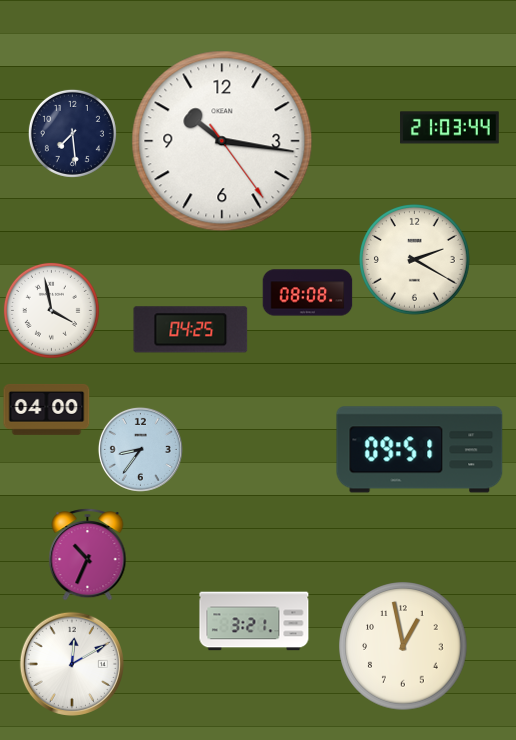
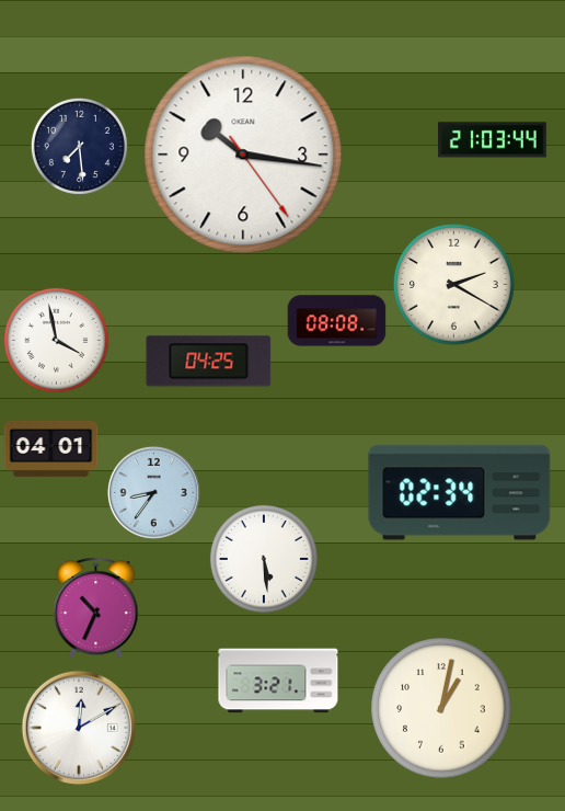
clock at (47, 409): 04:00 -> 04:01
clock at (420, 450): 09:51 -> 02:34
clock at (264, 559): none -> 5:29
clock at (403, 646): 12:58 -> 1:02
